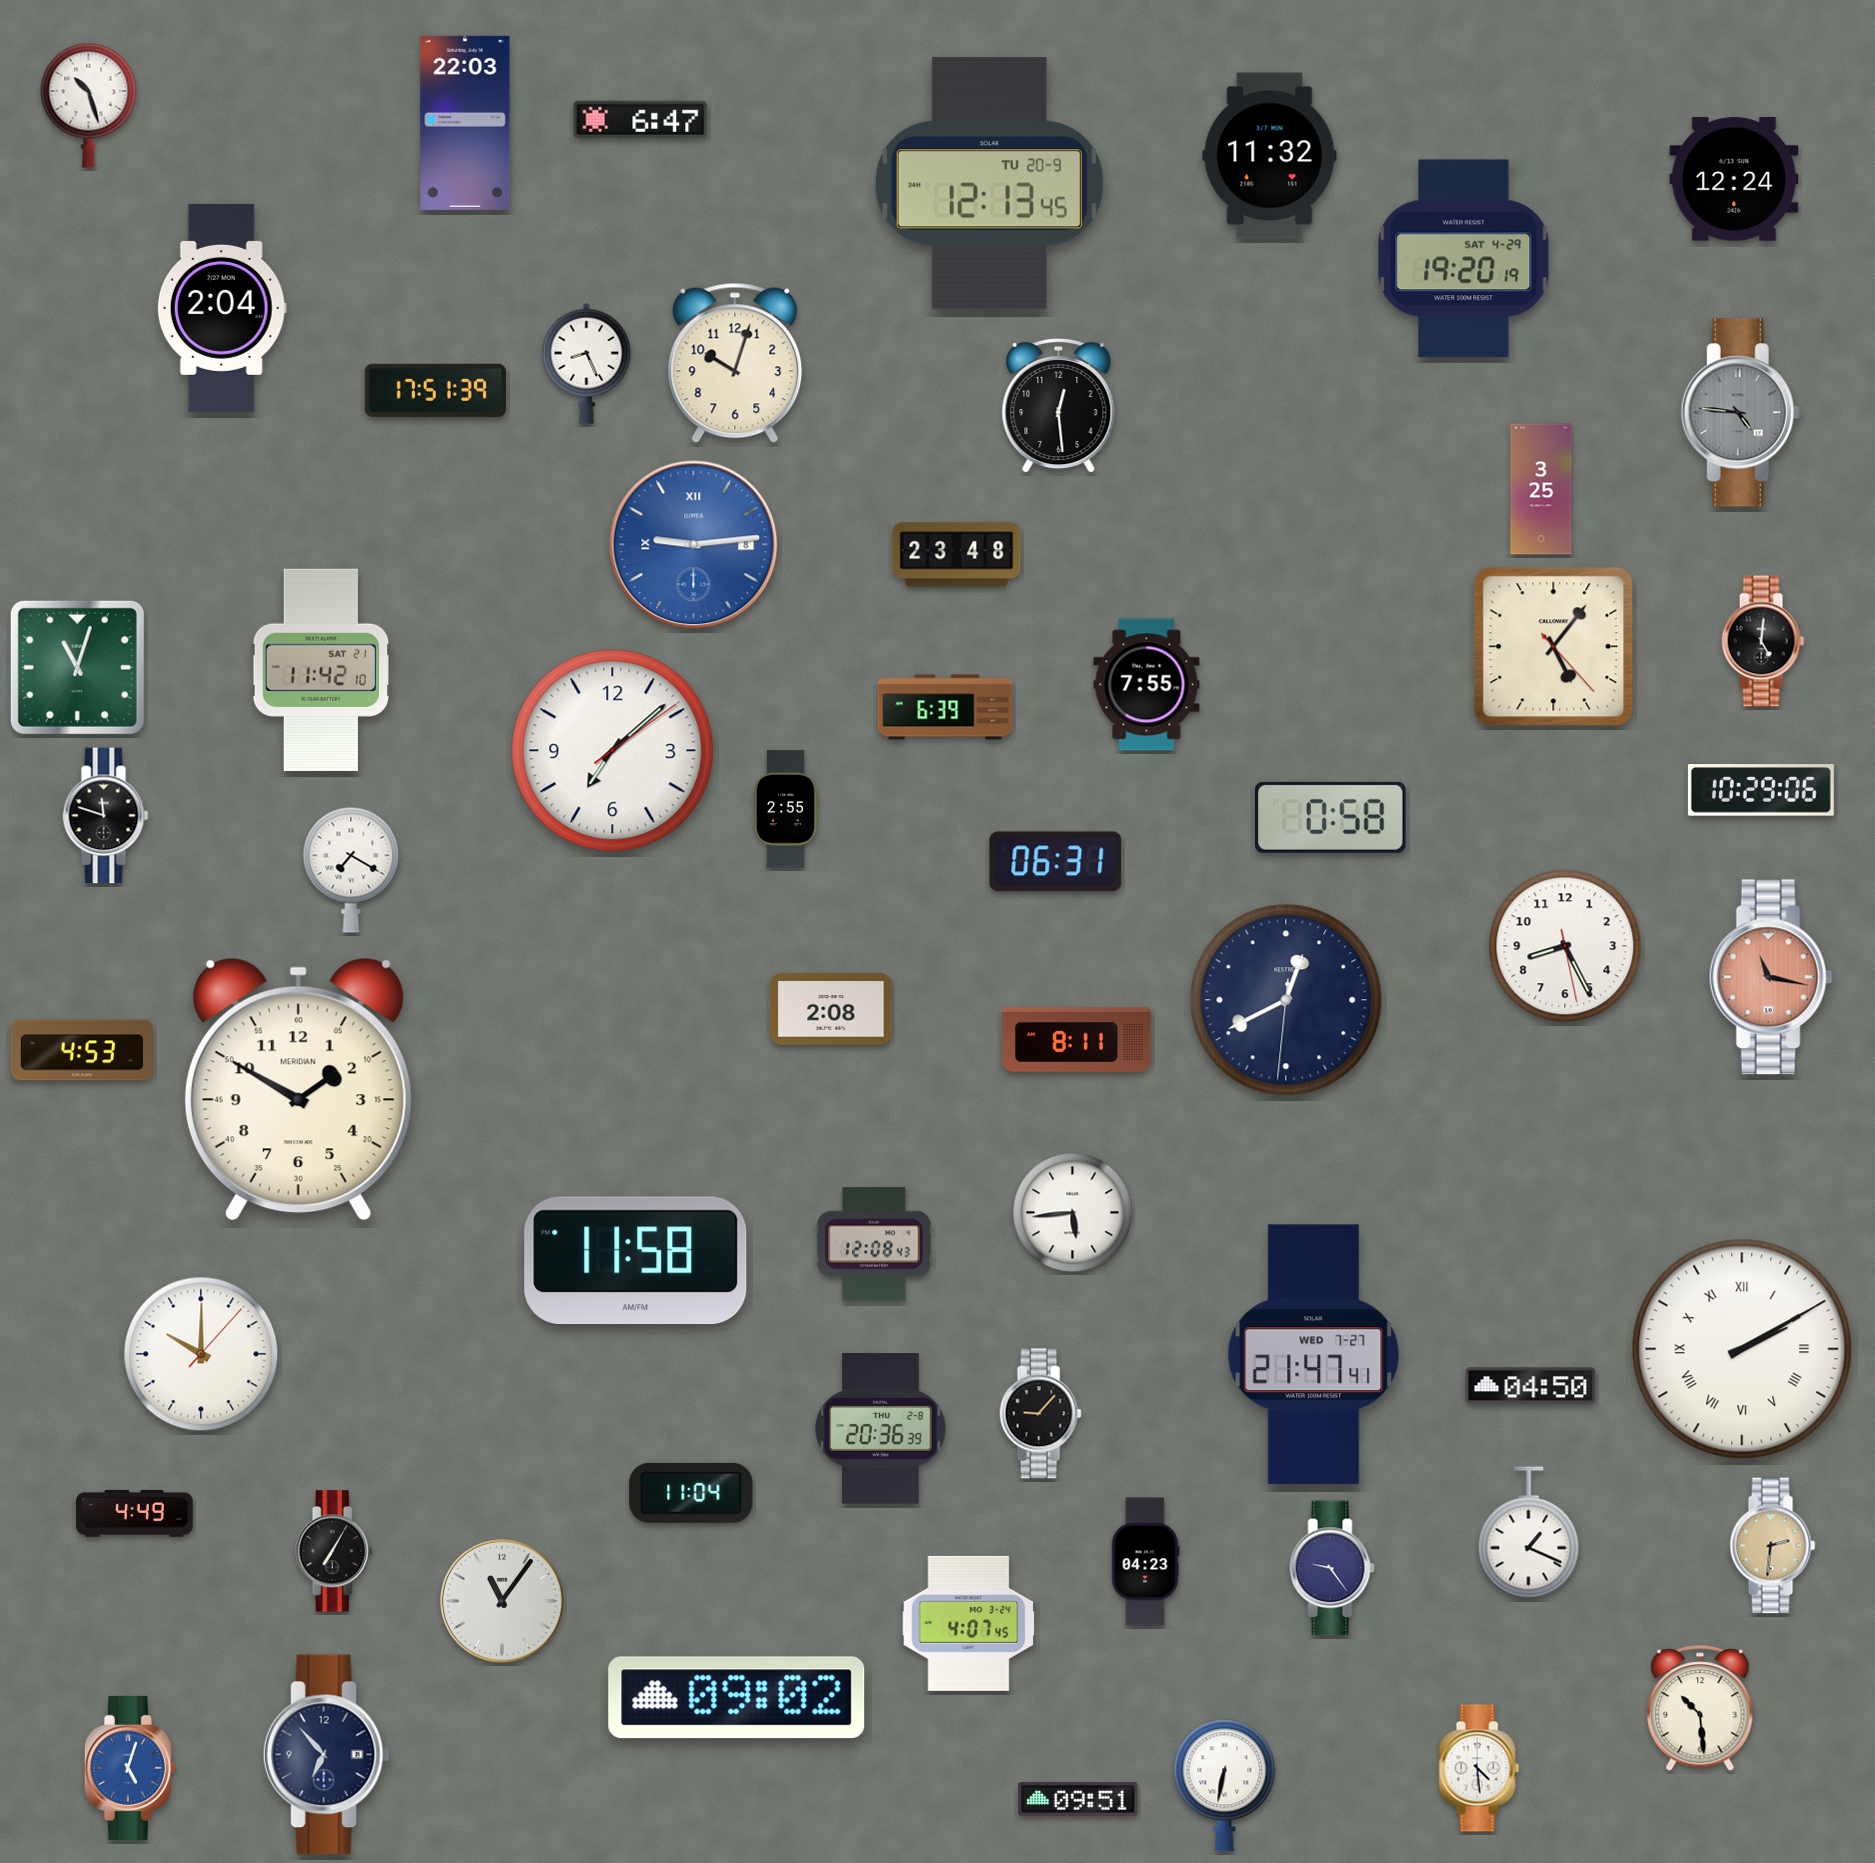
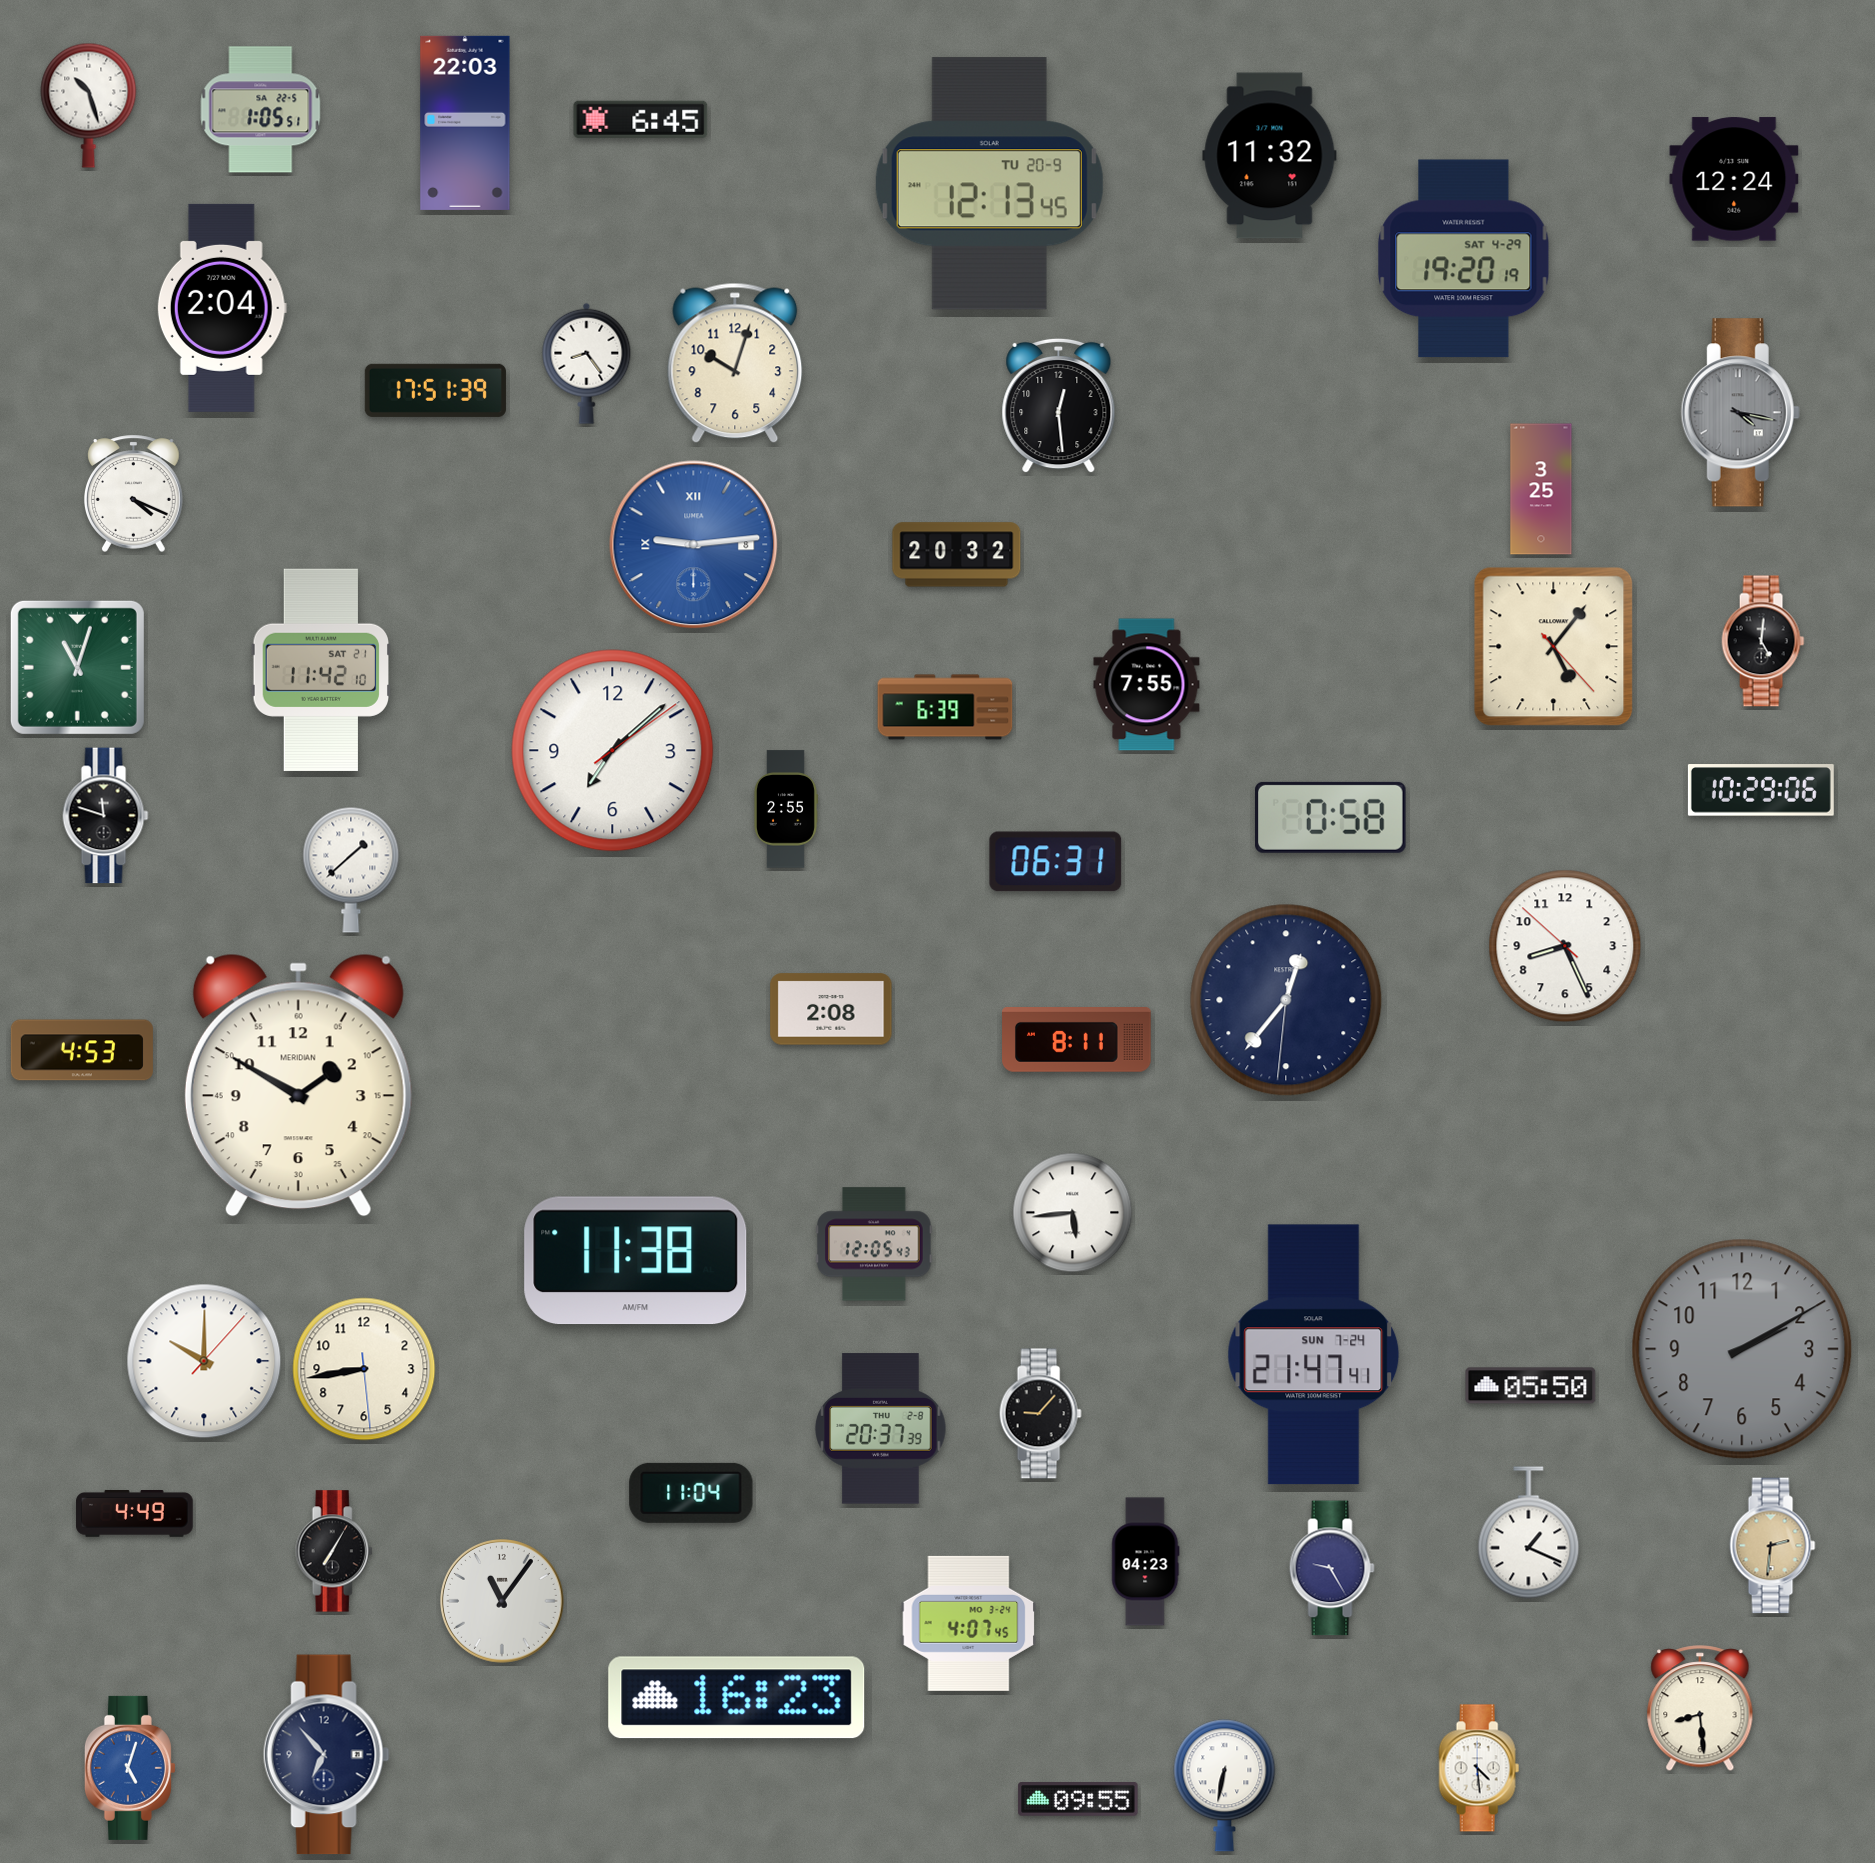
clock at (261, 110): none -> 1:05
clock at (641, 119): 6:47 -> 6:45
clock at (587, 363): 8:26 -> 8:24
clock at (1740, 413): 4:46 -> 4:17
clock at (133, 493): none -> 4:19
clock at (957, 555): 23:48 -> 20:32
clock at (351, 870): 7:20 -> 1:38
clock at (1565, 946): 8:25:28 -> 8:25:52
clock at (1771, 977): 11:17 -> none
clock at (1286, 1000): 12:40 -> 12:36
clock at (298, 1089) position: (298, 1089) -> (298, 1085)
clock at (874, 1244): 12:08 -> 12:05
clock at (636, 1261): 11:58 -> 11:38
clock at (1742, 1349) dial: white -> grey
clock at (1742, 1349) numerals: Roman -> Arabic
clock at (201, 1354) position: (201, 1354) -> (204, 1361)
clock at (1314, 1355) date: WED 7-27 -> SUN 7-24
clock at (364, 1369): none -> 8:43
clock at (1531, 1386): 04:50 -> 05:50
clock at (881, 1429): 20:36 -> 20:37
clock at (1332, 1568): 9:24 -> 9:25
clock at (737, 1698): 09:02 -> 16:23
clock at (1700, 1709): 10:29 -> 8:29
clock at (1078, 1800): 09:51 -> 09:55
